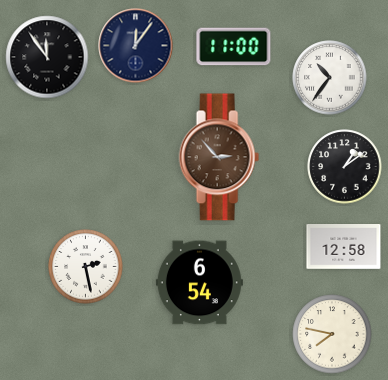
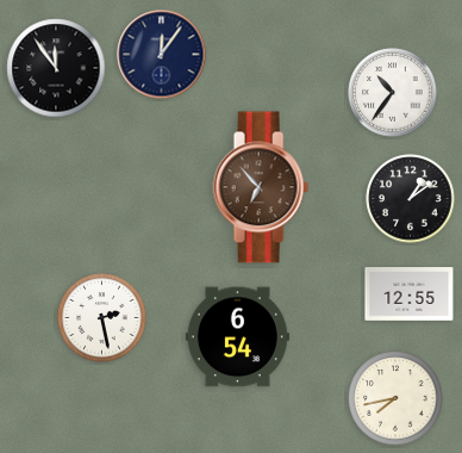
clock at (234, 47): 11:00 -> none
clock at (219, 157): 2:53 -> 6:53
clock at (344, 247): 12:58 -> 12:55
clock at (332, 334): 7:47 -> 7:43
